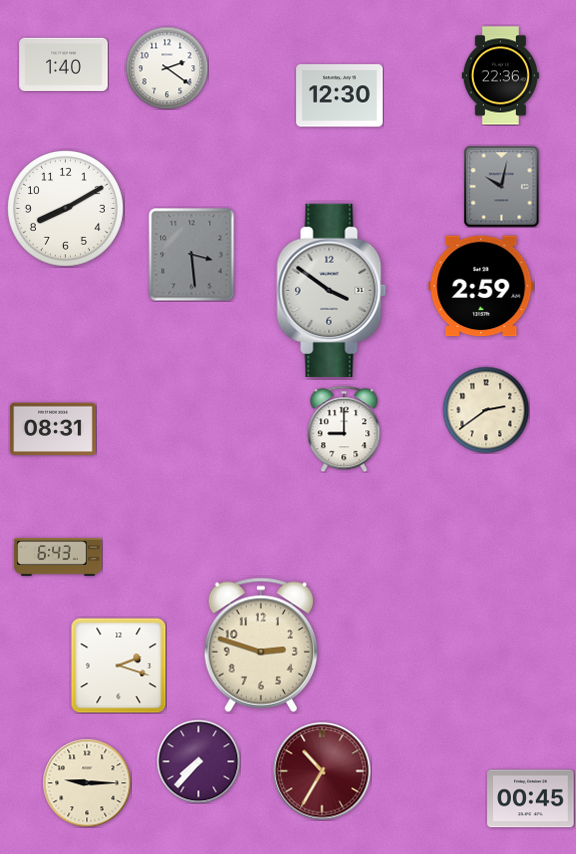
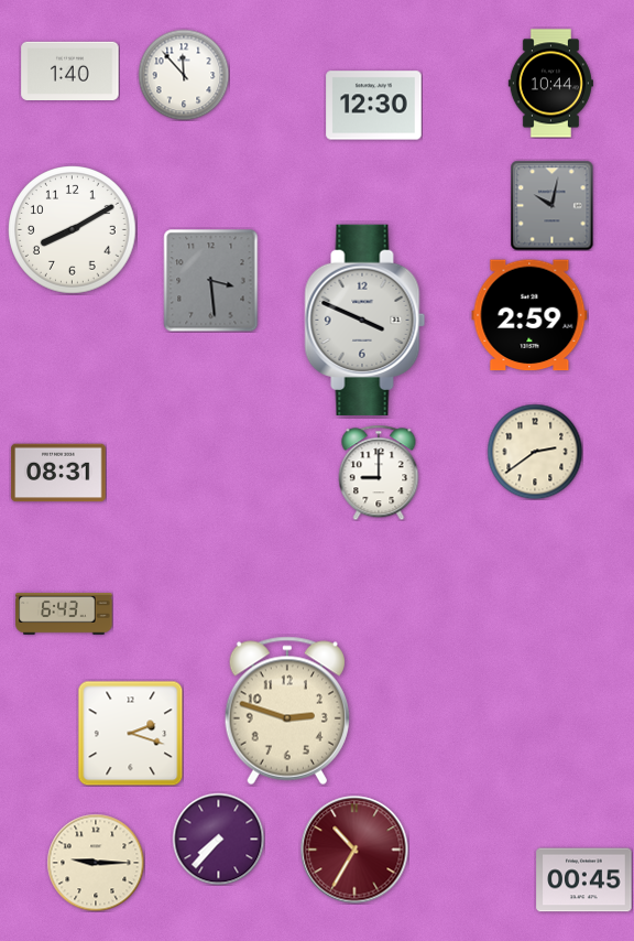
clock at (167, 68): 2:21 -> 11:53
clock at (500, 76): 22:36 -> 10:44
clock at (332, 290): 3:51 -> 3:49
